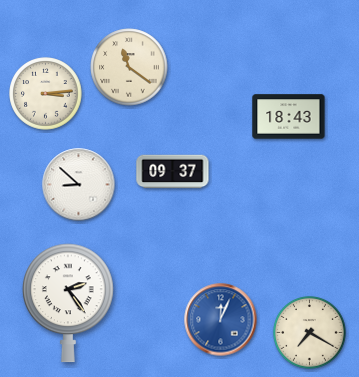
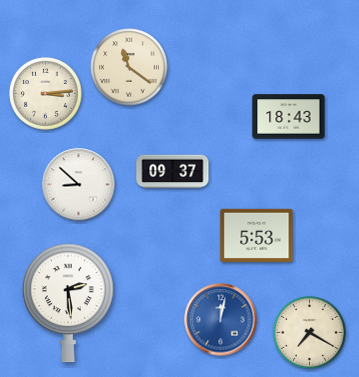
clock at (257, 235): none -> 5:53
clock at (68, 303): 2:24 -> 2:29
clock at (221, 320): 12:04 -> 12:02
